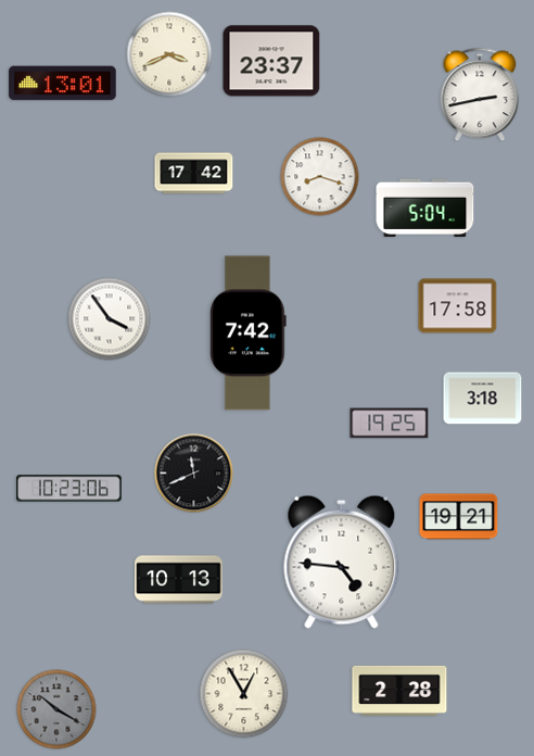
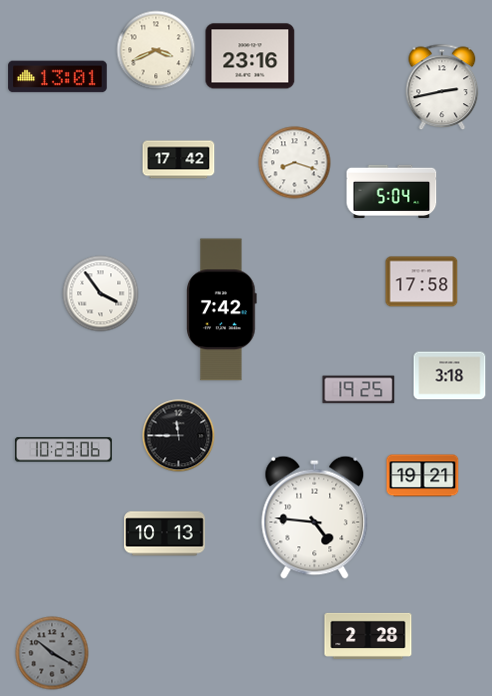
clock at (271, 61): 23:37 -> 23:16
clock at (249, 333) position: (249, 333) -> (222, 310)
clock at (483, 399) position: (483, 399) -> (450, 376)
clock at (194, 474): 11:41 -> 11:45
clock at (244, 694): 12:55 -> none
